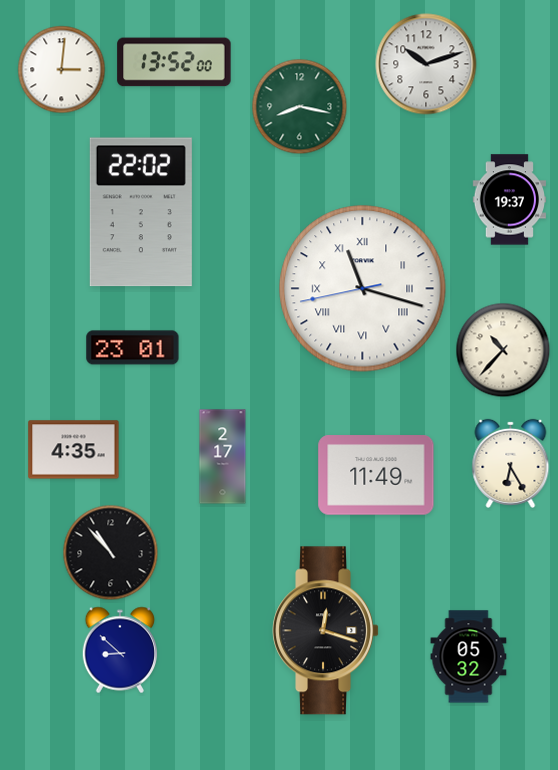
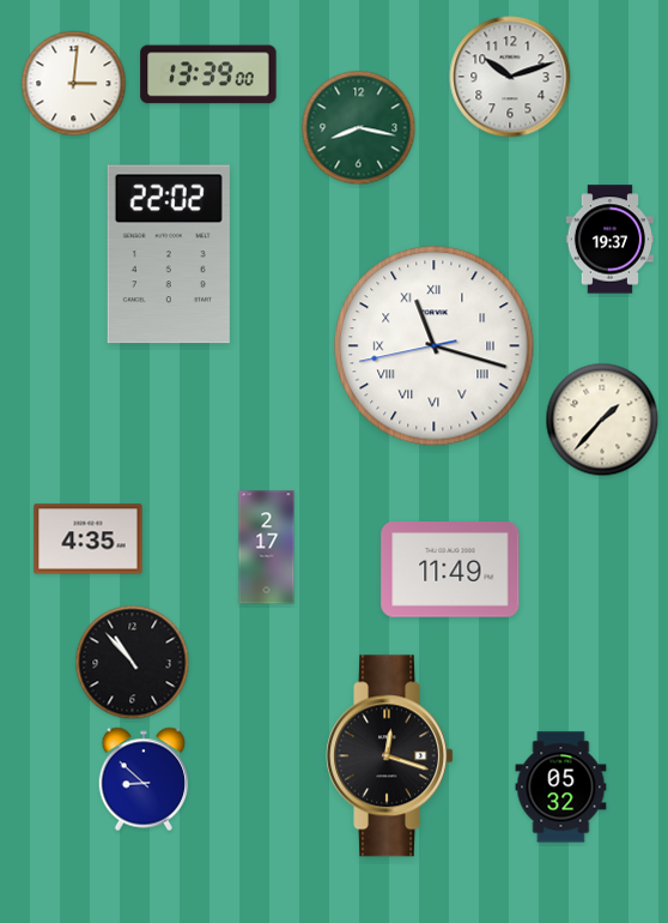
clock at (174, 62): 13:52 -> 13:39
clock at (133, 348): 23:01 -> none
clock at (503, 350): 10:37 -> 1:37
clock at (511, 463): 6:25 -> none
